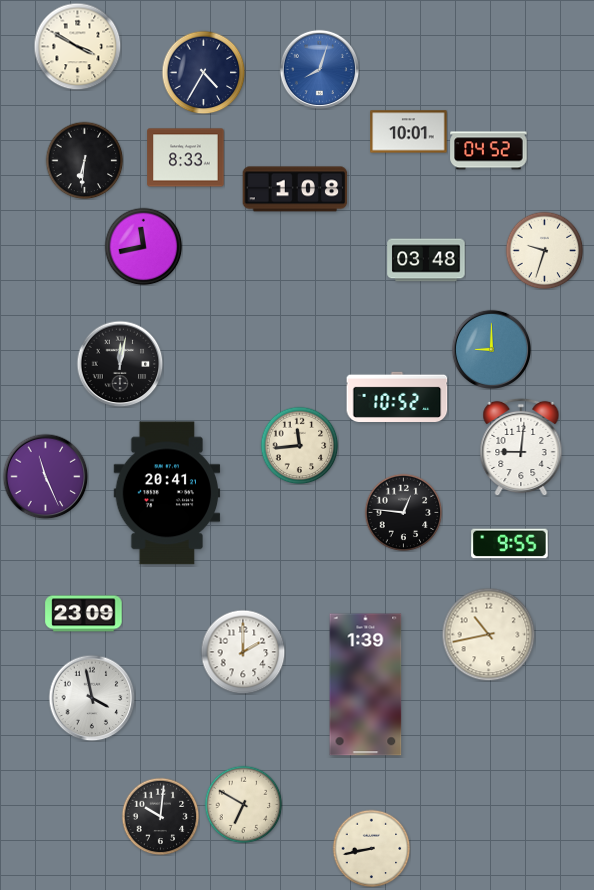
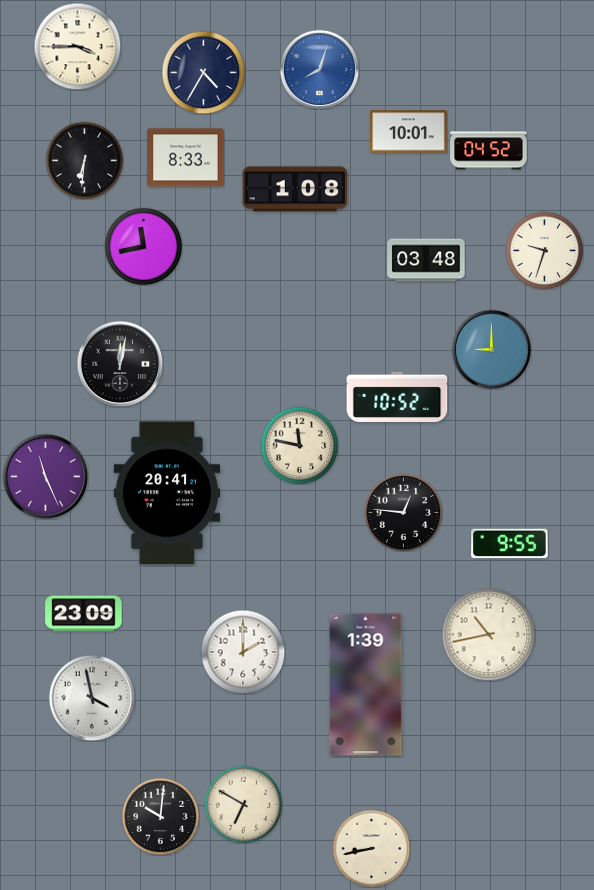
clock at (77, 46): 3:50 -> 3:45
clock at (299, 445): 11:44 -> 11:47
clock at (521, 447): 9:01 -> none
